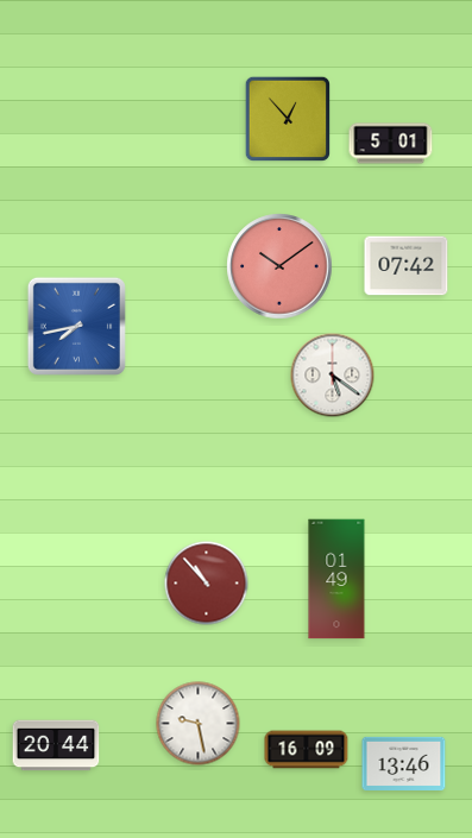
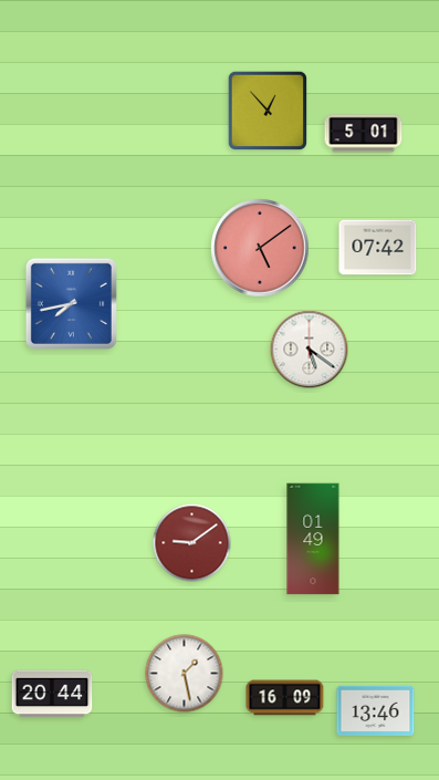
clock at (279, 266): 10:09 -> 5:09
clock at (207, 584): 10:53 -> 9:09
clock at (199, 724): 9:28 -> 1:28
